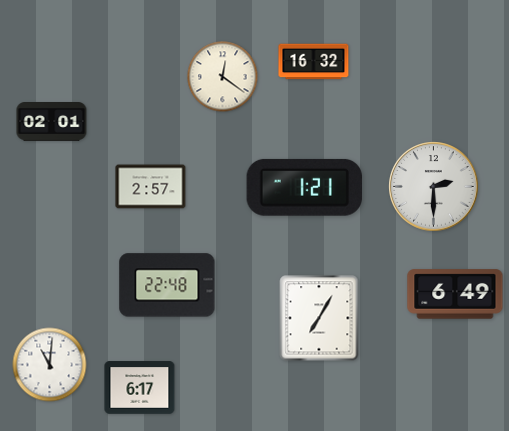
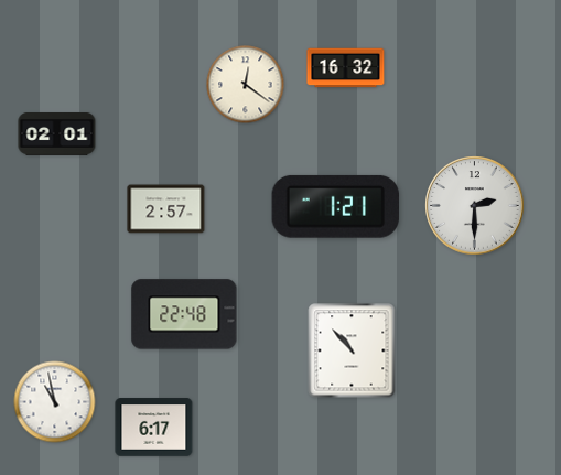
clock at (151, 187) position: (151, 187) -> (166, 209)
clock at (434, 187) position: (434, 187) -> (475, 206)
clock at (455, 294): 6:49 -> none
clock at (319, 318): 7:05 -> 10:53
clock at (50, 365): 11:01 -> 10:58
